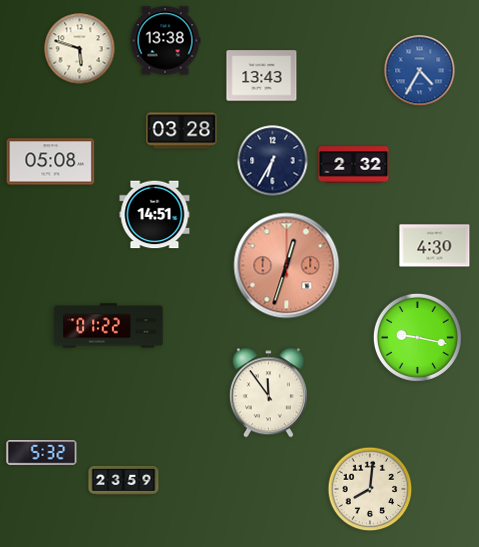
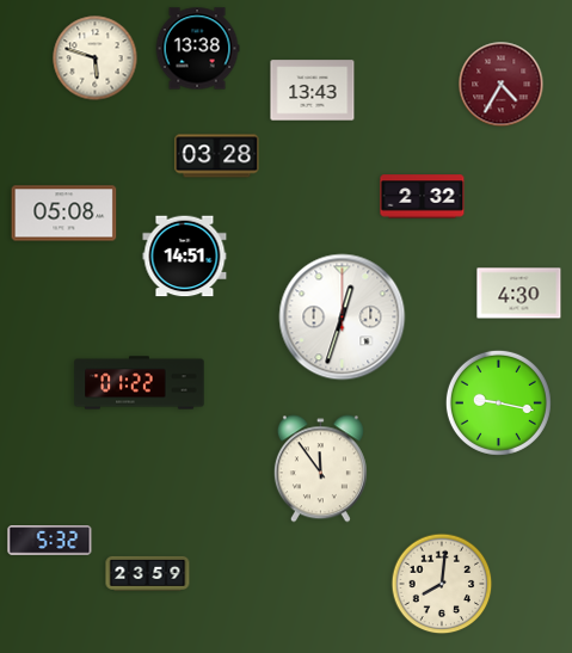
clock at (420, 71) dial: blue -> burgundy
clock at (273, 161): 6:35 -> none
clock at (51, 162) position: (51, 162) -> (64, 214)
clock at (287, 266) dial: salmon -> white
clock at (109, 326) position: (109, 326) -> (140, 383)
